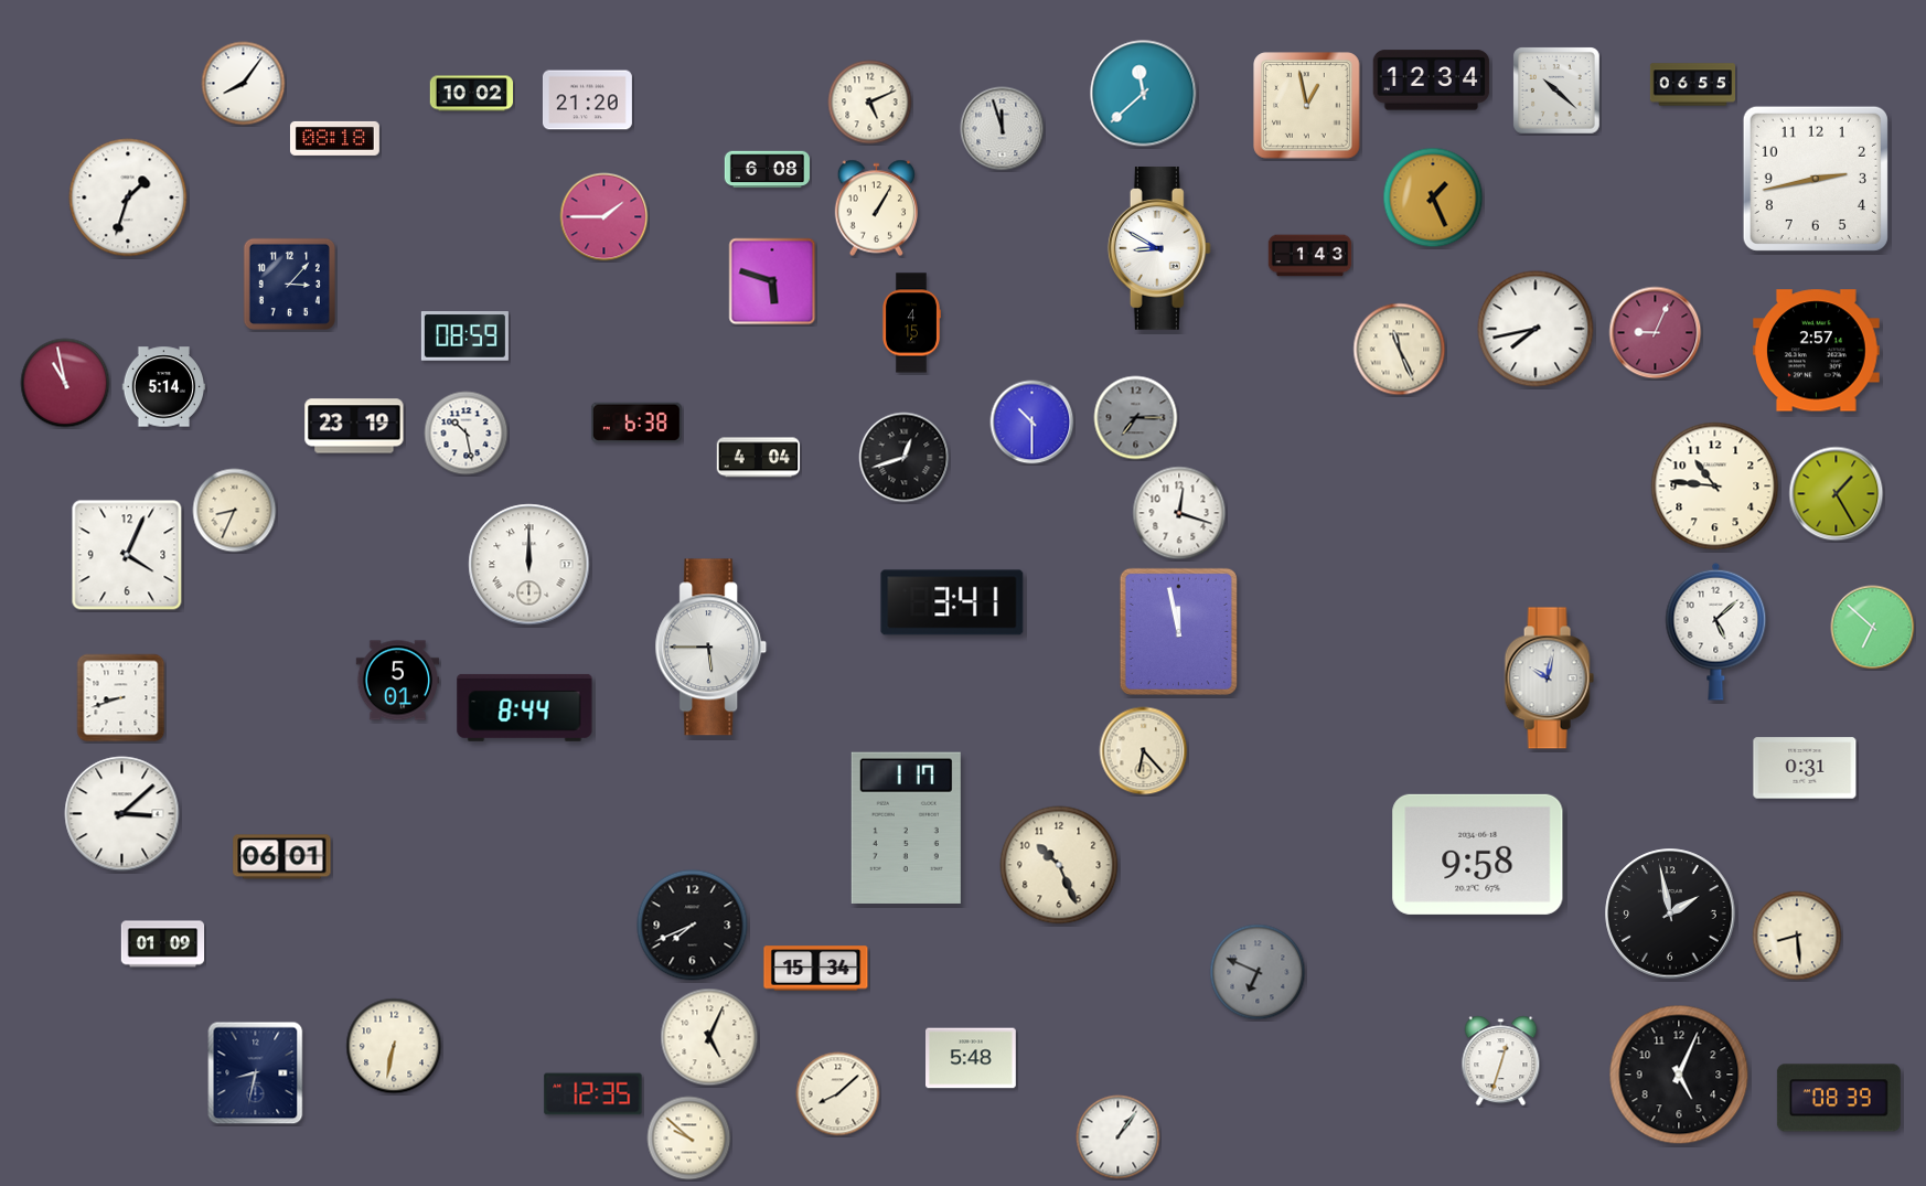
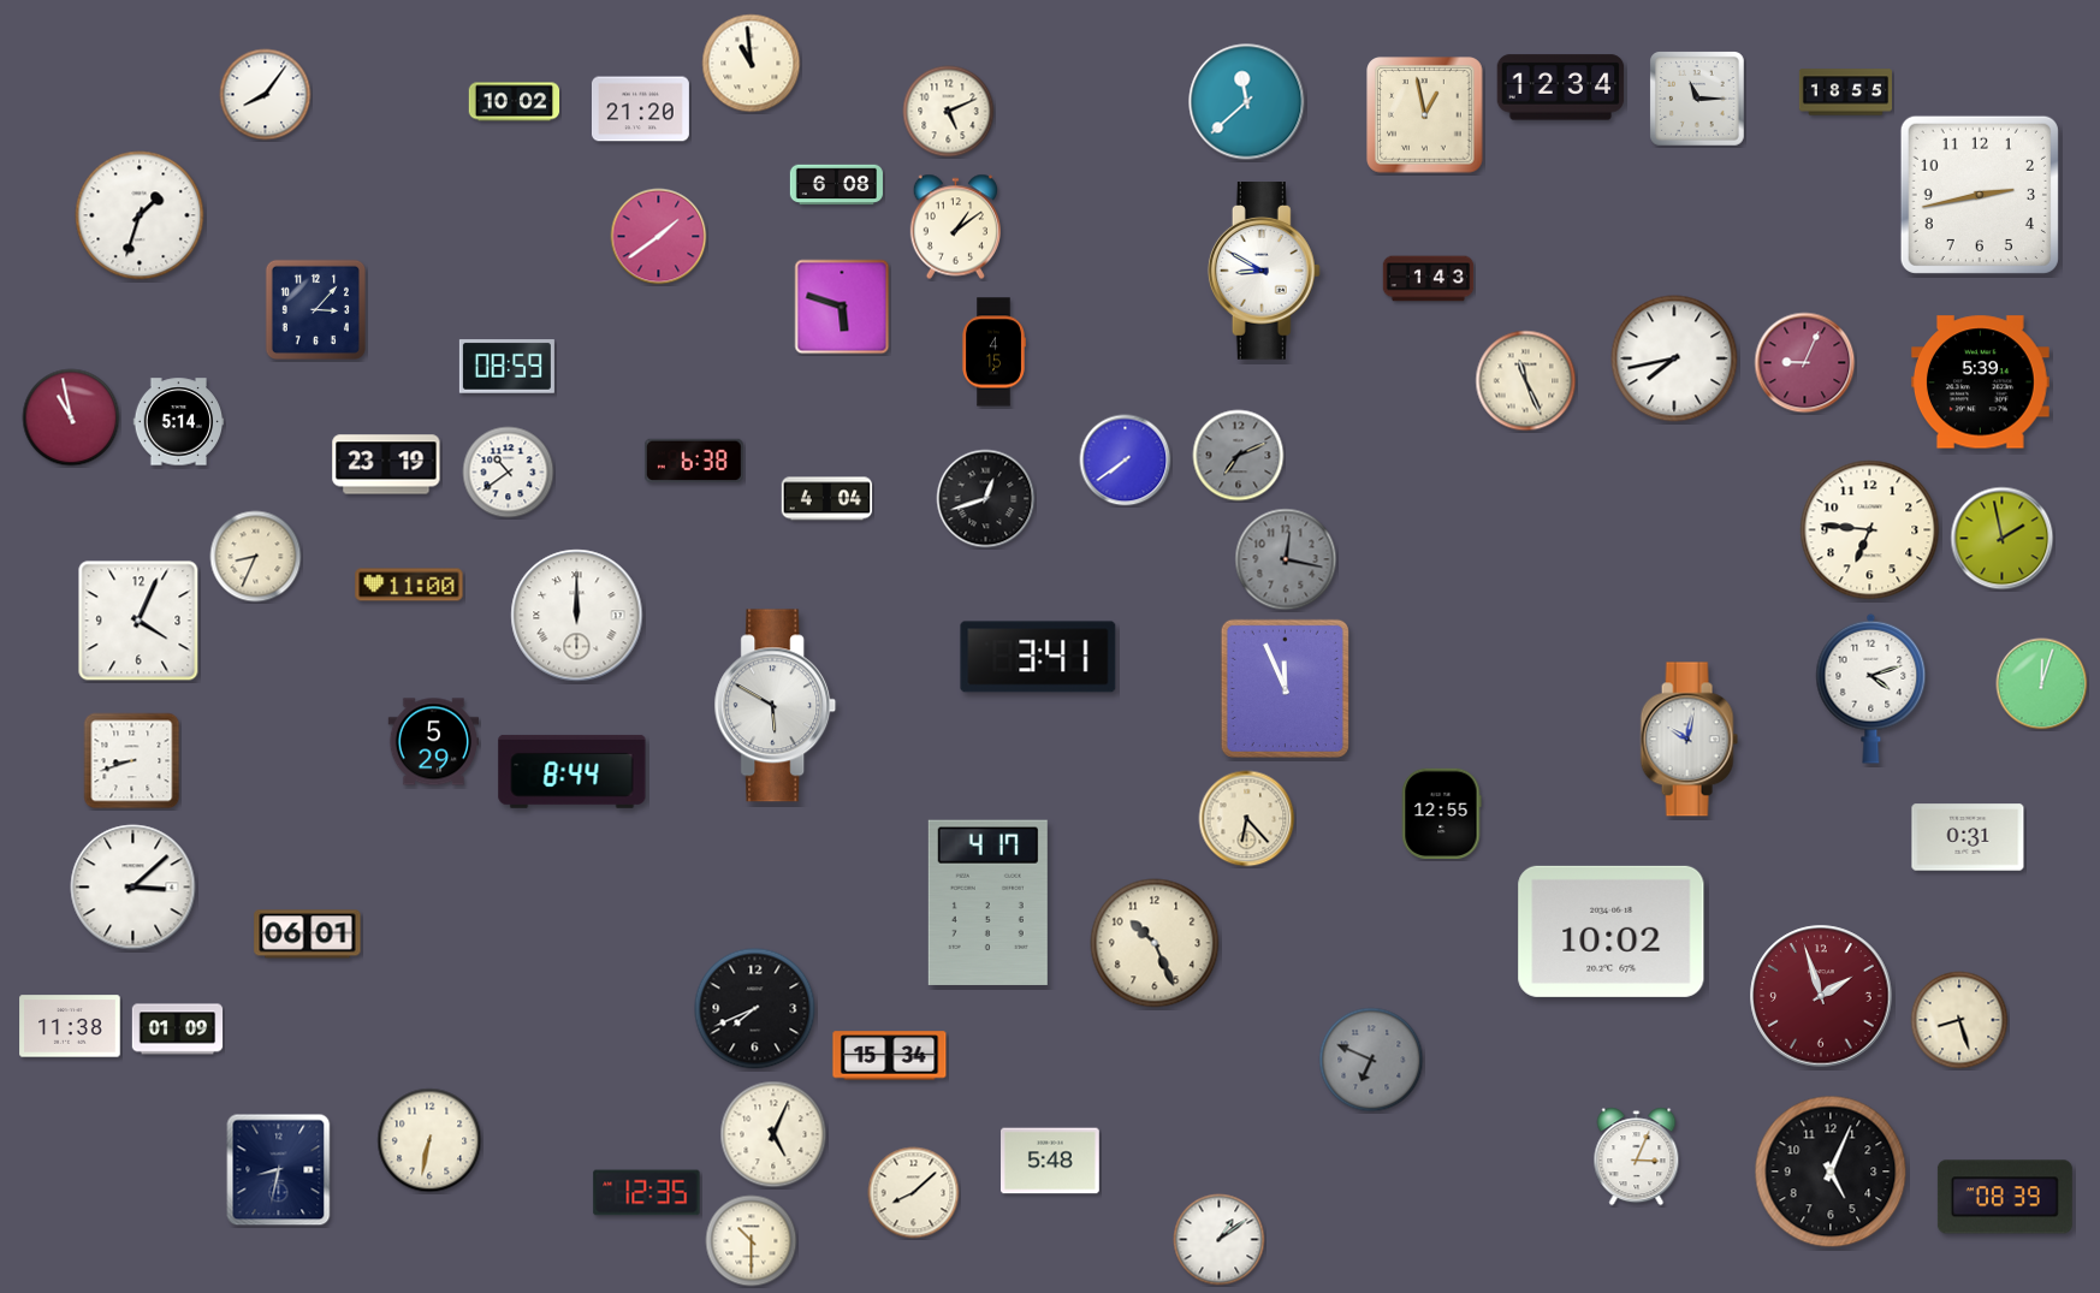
clock at (752, 64): none -> 10:59
clock at (244, 84) position: (244, 84) -> (266, 95)
clock at (1692, 85): 06:55 -> 18:55
clock at (1558, 92): 10:22 -> 11:15
clock at (1003, 129): 11:57 -> none
clock at (334, 138): 08:18 -> none
clock at (1433, 197): 1:26 -> none
clock at (876, 209): 1:05 -> 1:09
clock at (604, 217): 1:45 -> 1:39
clock at (1817, 351): 2:57 -> 5:39
clock at (1136, 418): 7:15 -> 7:11
clock at (1032, 423): 10:30 -> 7:39
clock at (467, 434): 10:28 -> 10:39
clock at (1715, 487): 10:46 -> 6:46
clock at (1837, 494): 1:25 -> 1:58
clock at (1179, 513): 12:18 -> 12:17
clock at (1179, 513) dial: white -> grey
clock at (409, 585): none -> 11:00
clock at (127, 555) position: (127, 555) -> (138, 621)
clock at (1873, 628): 6:52 -> 12:03
clock at (1178, 631): 11:58 -> 11:56
clock at (1716, 631): 5:08 -> 4:12
clock at (711, 648): 5:45 -> 5:50
clock at (398, 681): 5:01 -> 5:29
clock at (1442, 814): none -> 12:55
clock at (906, 827): 1:17 -> 4:17
clock at (1478, 854): 9:58 -> 10:02
clock at (1670, 913): 1:58 -> 1:57
clock at (1670, 913) dial: black -> burgundy
clock at (1797, 936): 8:29 -> 8:27
clock at (70, 1026): none -> 11:38
clock at (709, 1037) position: (709, 1037) -> (773, 1134)
clock at (972, 1058) position: (972, 1058) -> (1051, 1161)
clock at (1501, 1061): 12:33 -> 3:04
clock at (1119, 1137): 1:06 -> 1:09
clock at (689, 1139): 9:52 -> 10:30
